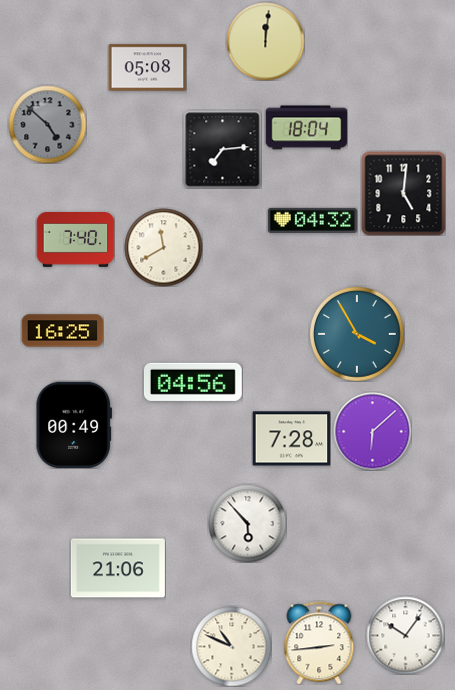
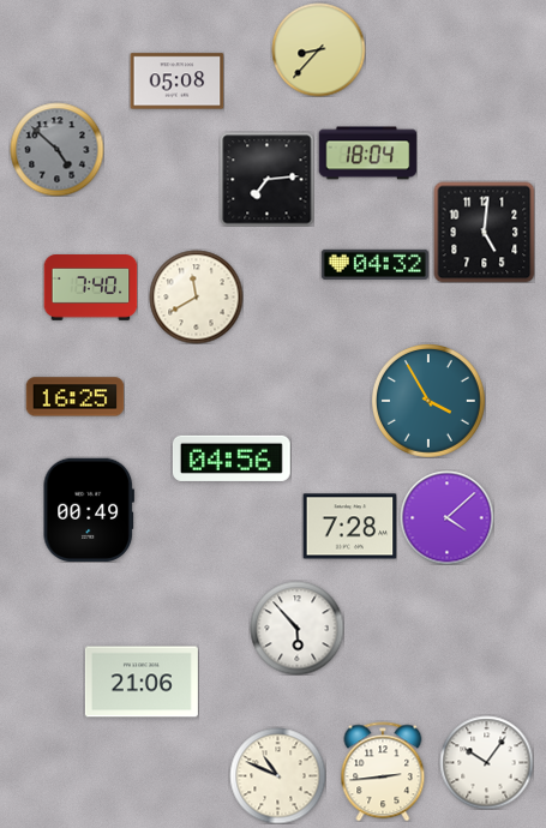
clock at (265, 41): 12:01 -> 8:37
clock at (372, 431): 6:08 -> 4:08
